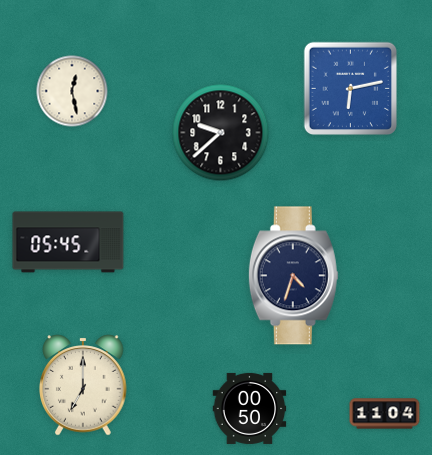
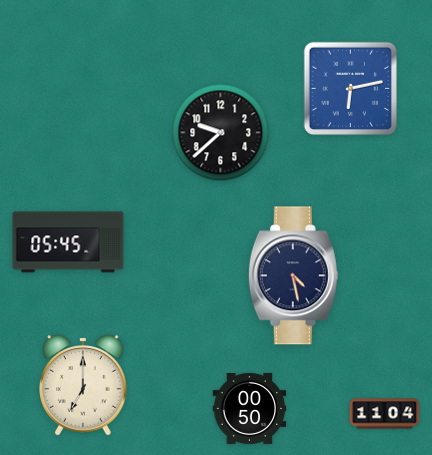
clock at (72, 91): 12:28 -> none
clock at (293, 276): 4:33 -> 4:28
